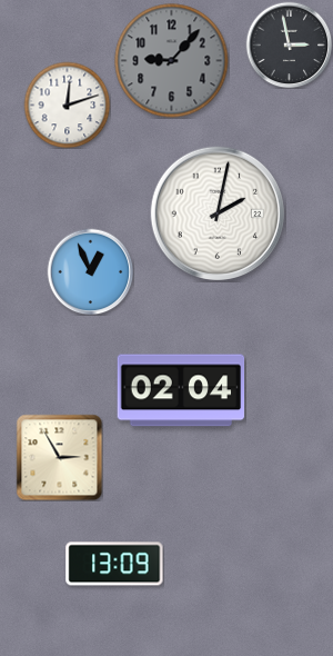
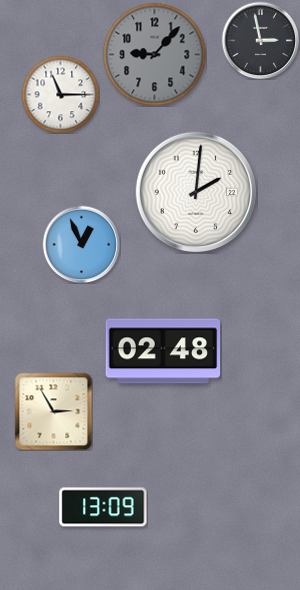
clock at (67, 105): 12:12 -> 11:15
clock at (216, 212): 2:02 -> 2:01
clock at (181, 390): 02:04 -> 02:48
